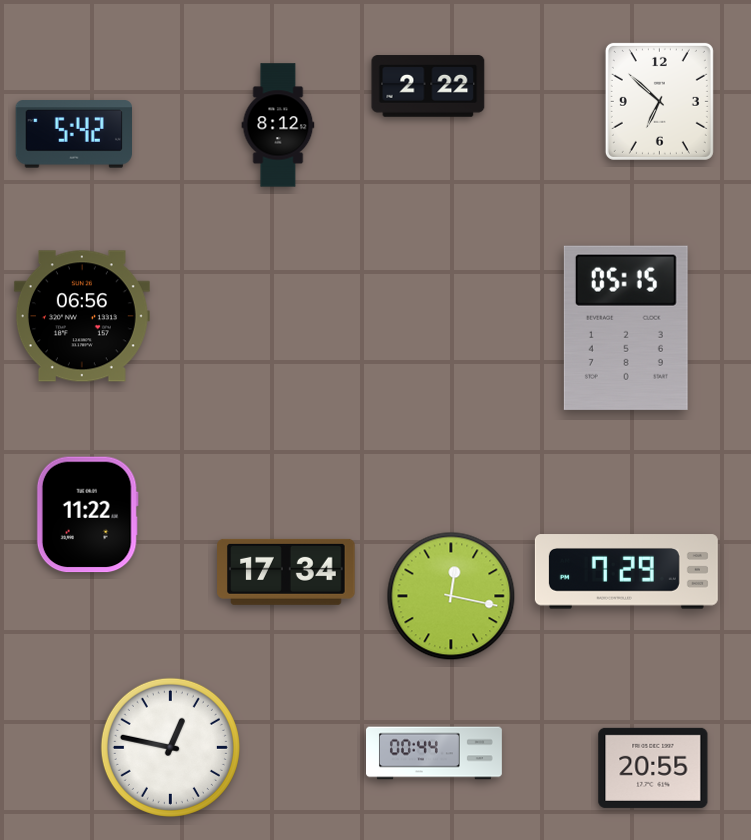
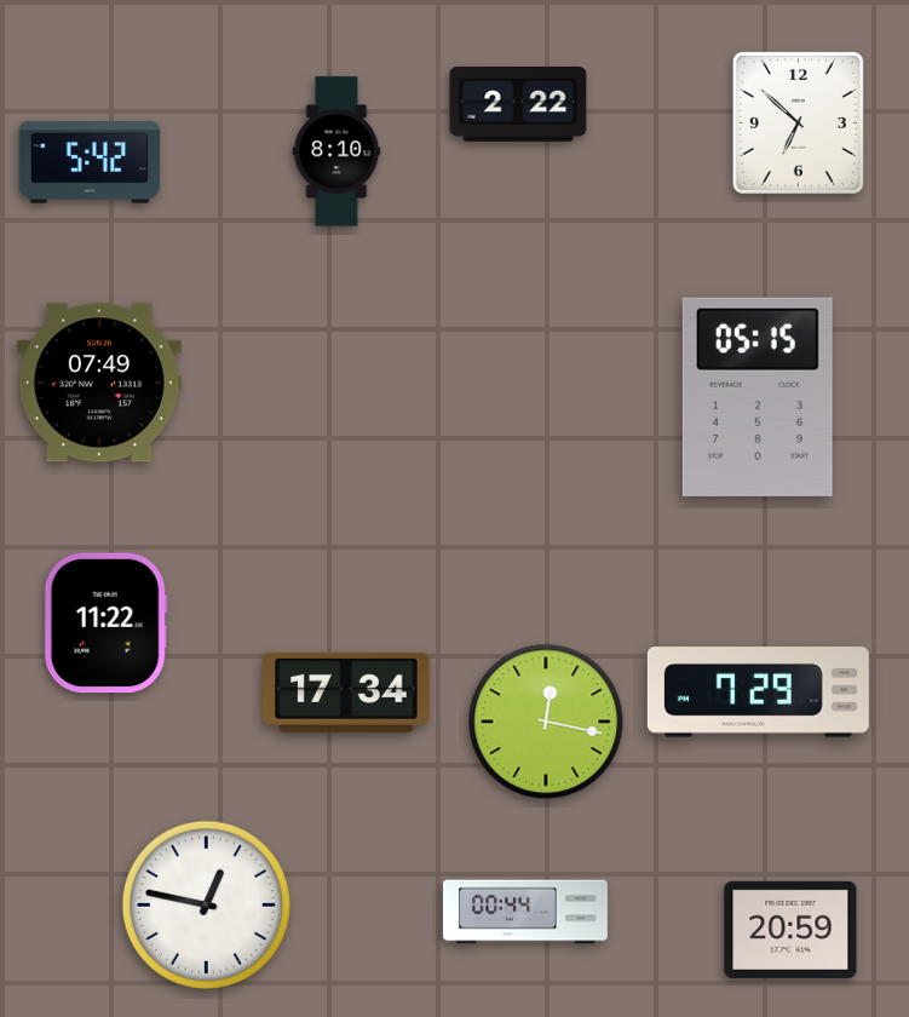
clock at (278, 125): 8:12 -> 8:10
clock at (82, 316): 06:56 -> 07:49
clock at (653, 768): 20:55 -> 20:59
